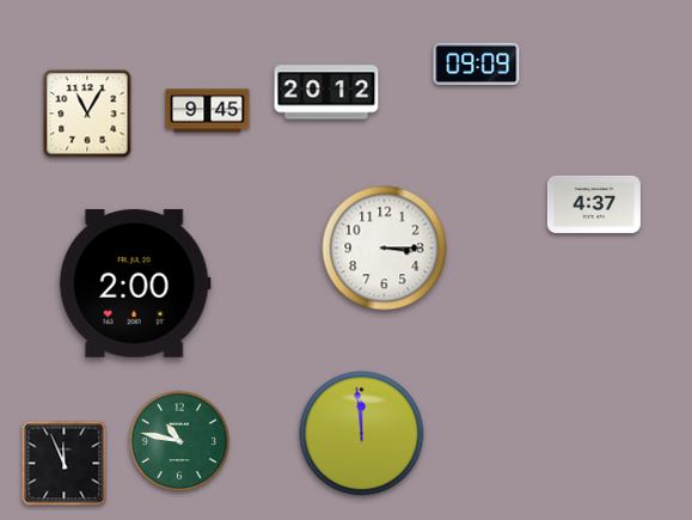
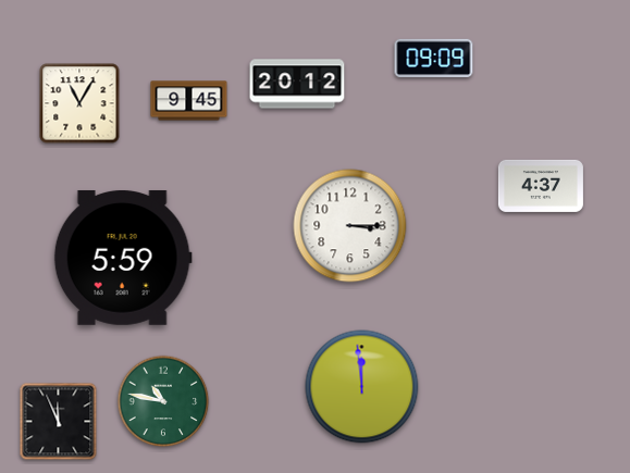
clock at (135, 283): 2:00 -> 5:59
clock at (362, 434) position: (362, 434) -> (362, 387)
